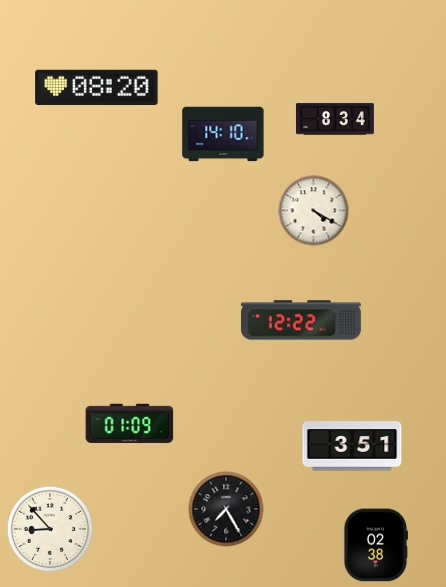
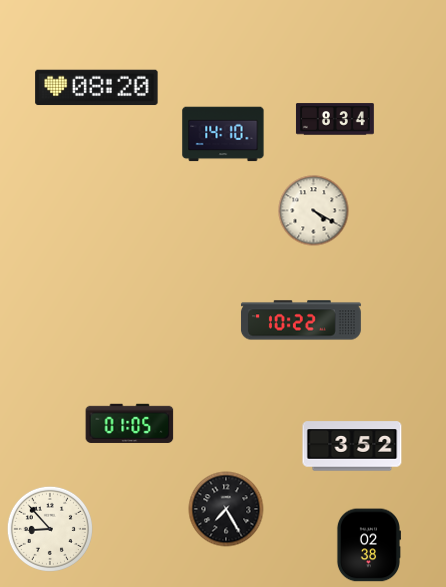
clock at (301, 320): 12:22 -> 10:22
clock at (130, 423): 01:09 -> 01:05
clock at (352, 446): 3:51 -> 3:52
clock at (375, 545) position: (375, 545) -> (368, 545)
